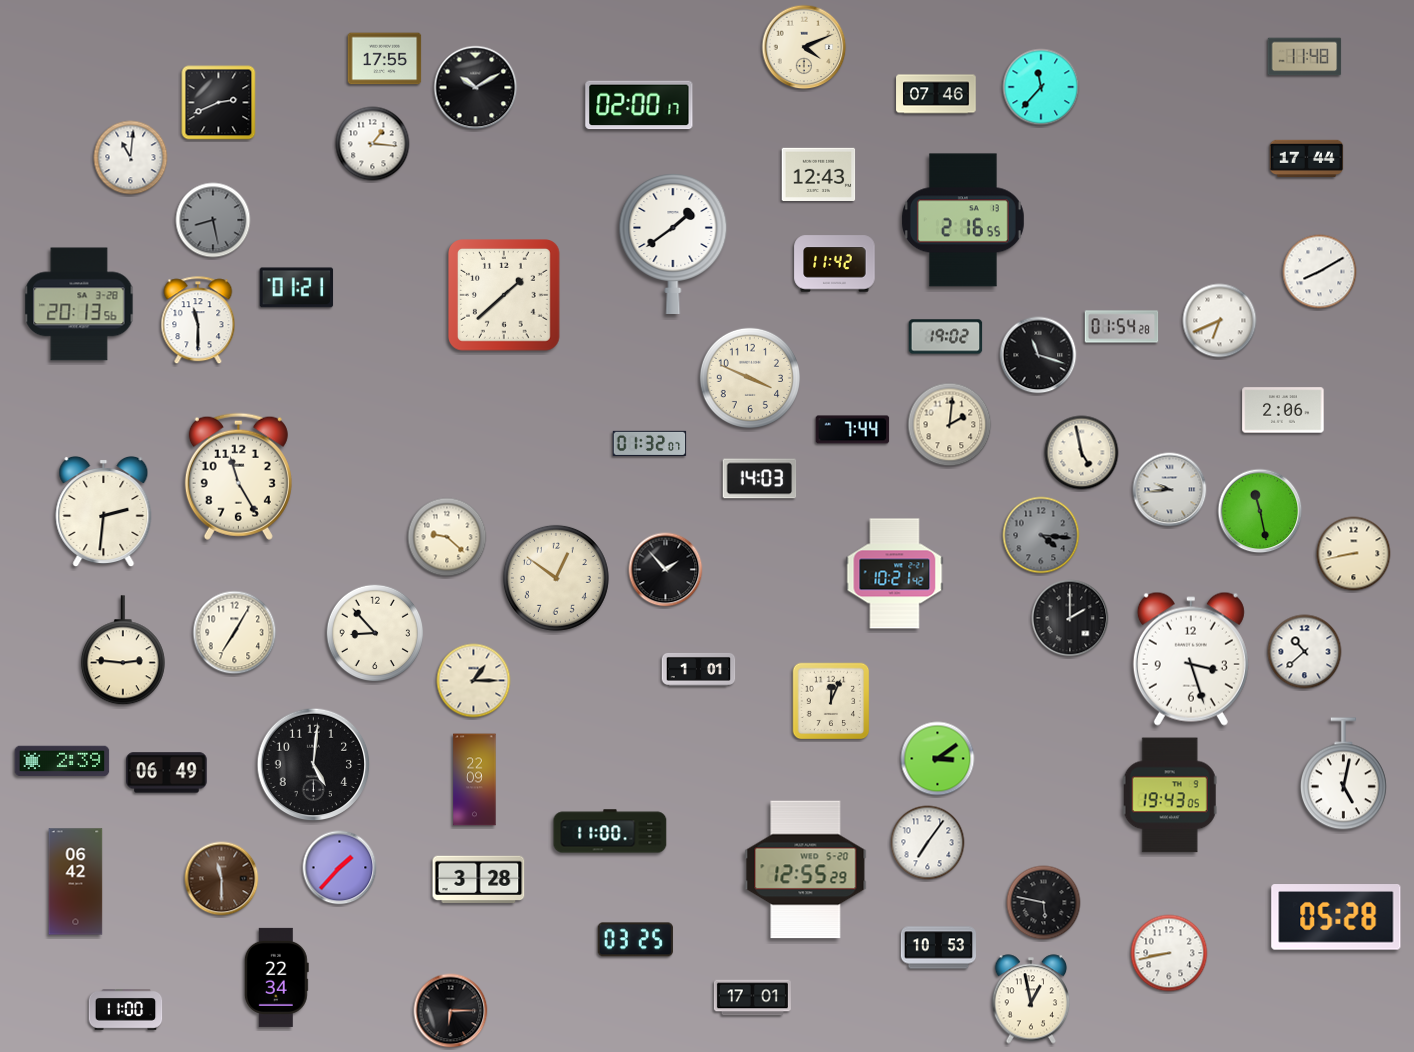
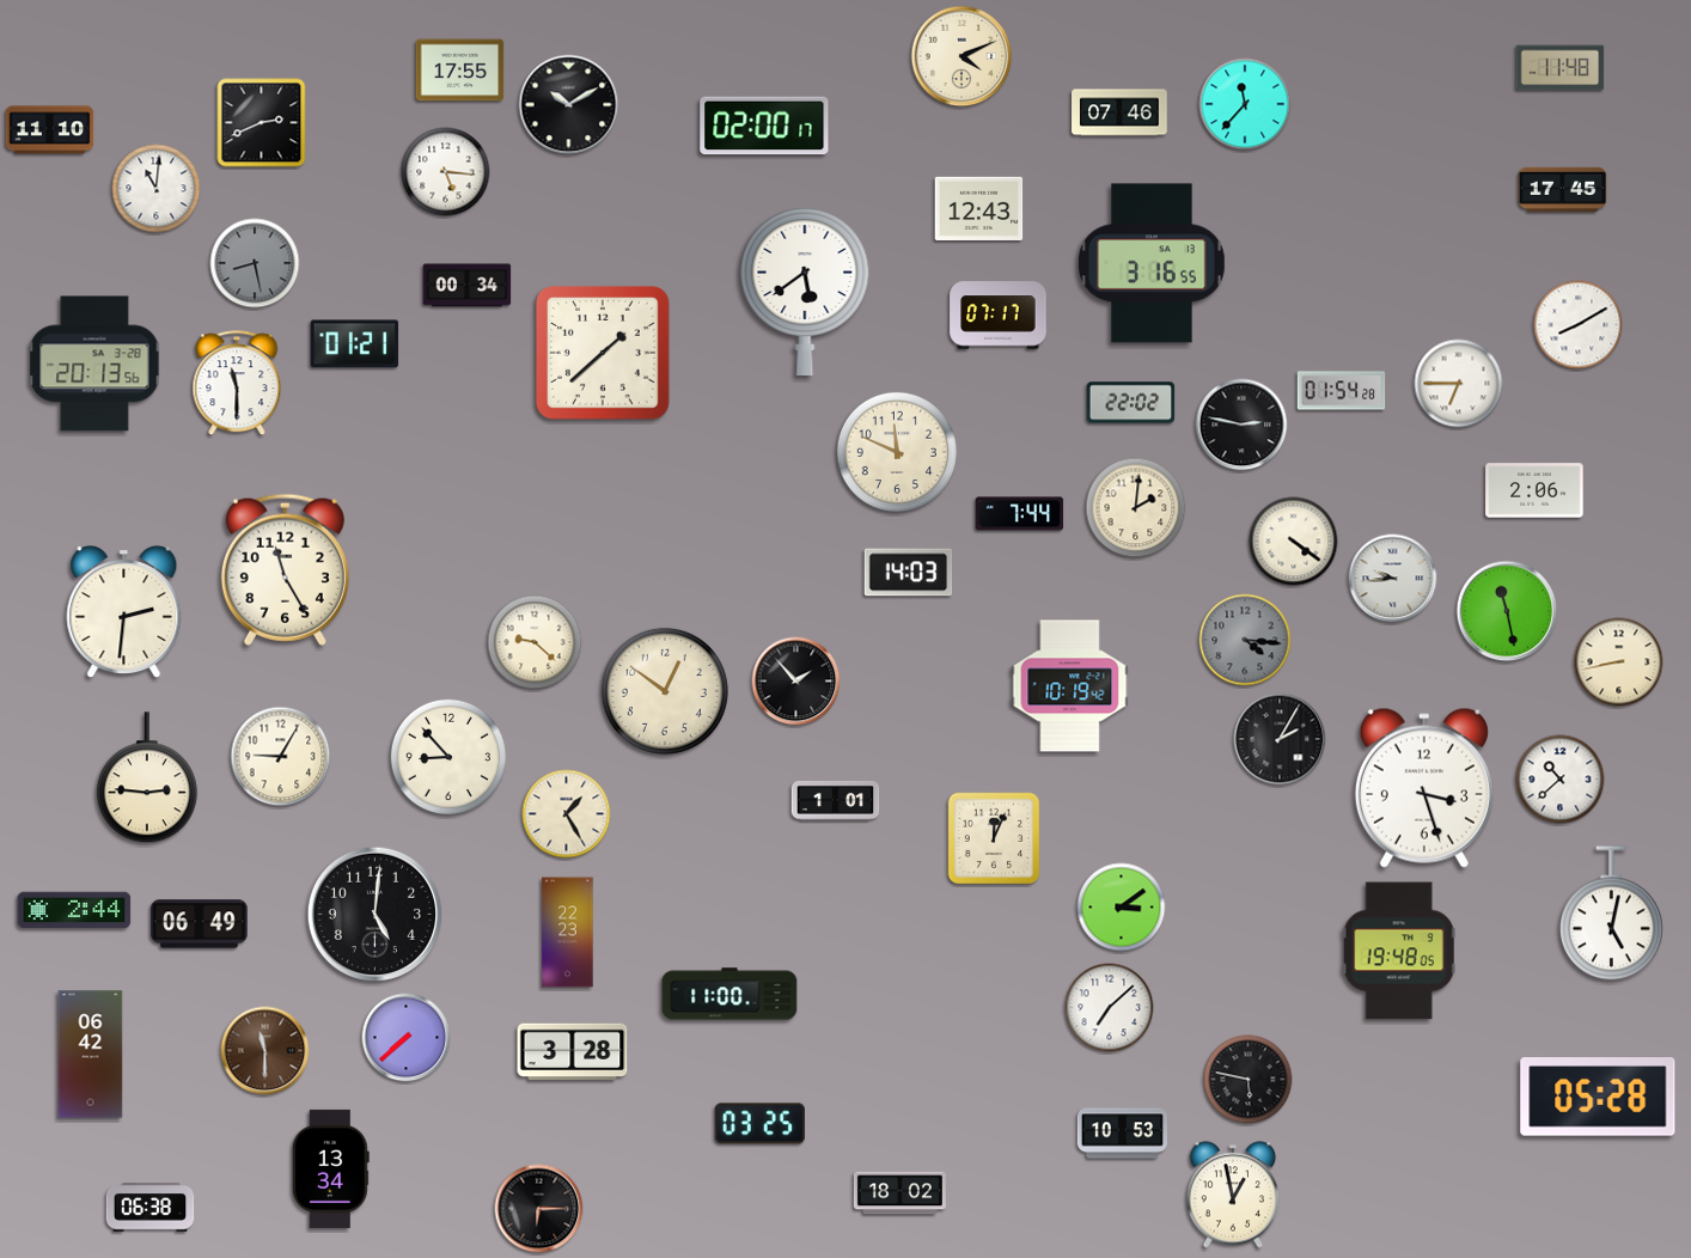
clock at (50, 130): none -> 11:10
clock at (373, 144): 1:16 -> 5:16
clock at (1307, 159): 17:44 -> 17:45
clock at (963, 220): 2:16 -> 3:16
clock at (468, 286): none -> 00:34
clock at (673, 244): 1:39 -> 5:39
clock at (835, 264): 11:42 -> 07:17
clock at (1220, 321): 6:41 -> 6:45
clock at (946, 337): 19:02 -> 22:02
clock at (1038, 355): 11:18 -> 2:47
clock at (750, 378): 3:49 -> 11:49
clock at (650, 443): 01:32 -> none
clock at (1082, 453): 4:58 -> 4:21
clock at (1170, 490) position: (1170, 490) -> (1393, 579)
clock at (895, 574): 10:21 -> 10:19
clock at (1070, 618): 2:00 -> 2:05
clock at (235, 633): 7:05 -> 9:05
clock at (474, 681): 1:15 -> 1:25
clock at (62, 761): 2:39 -> 2:44
clock at (1343, 774) position: (1343, 774) -> (1611, 914)
clock at (475, 780): 22:09 -> 22:23
clock at (1170, 795): 19:43 -> 19:48
clock at (928, 843): 7:06 -> 7:08
clock at (340, 868): 1:37 -> 7:38
clock at (806, 870): 12:55 -> none
clock at (1169, 953): 8:43 -> none
clock at (276, 977): 22:34 -> 13:34
clock at (752, 998): 17:01 -> 18:02
clock at (126, 1010): 11:00 -> 06:38
